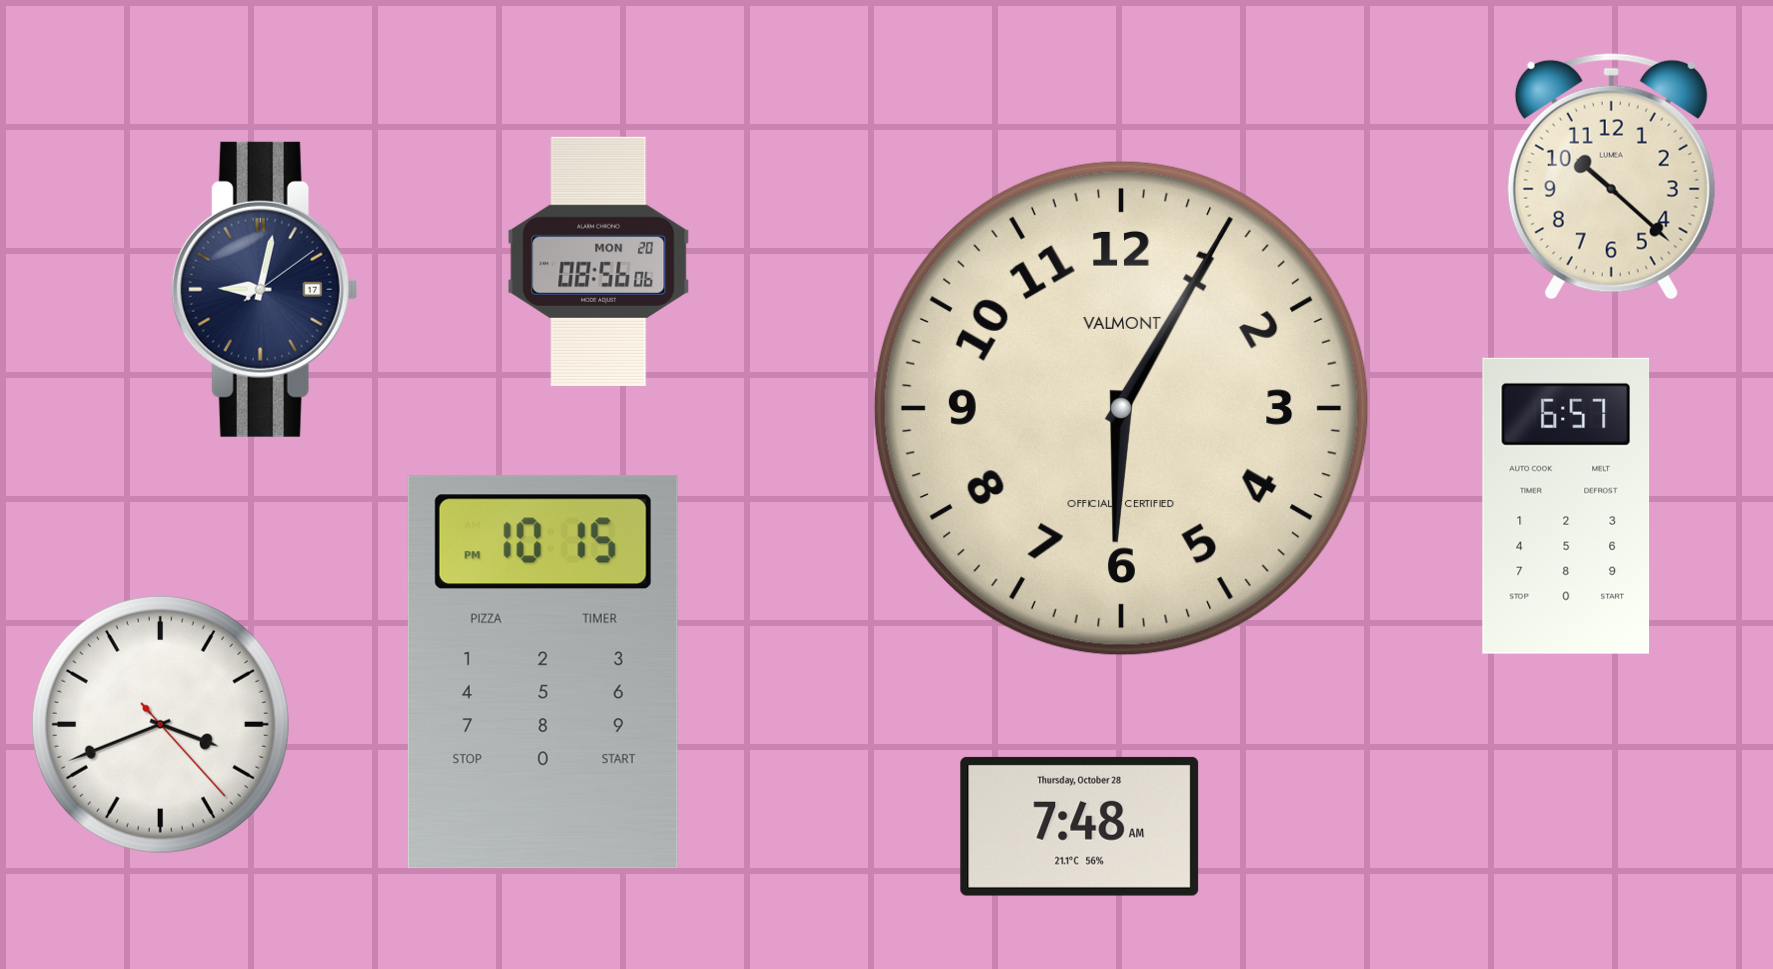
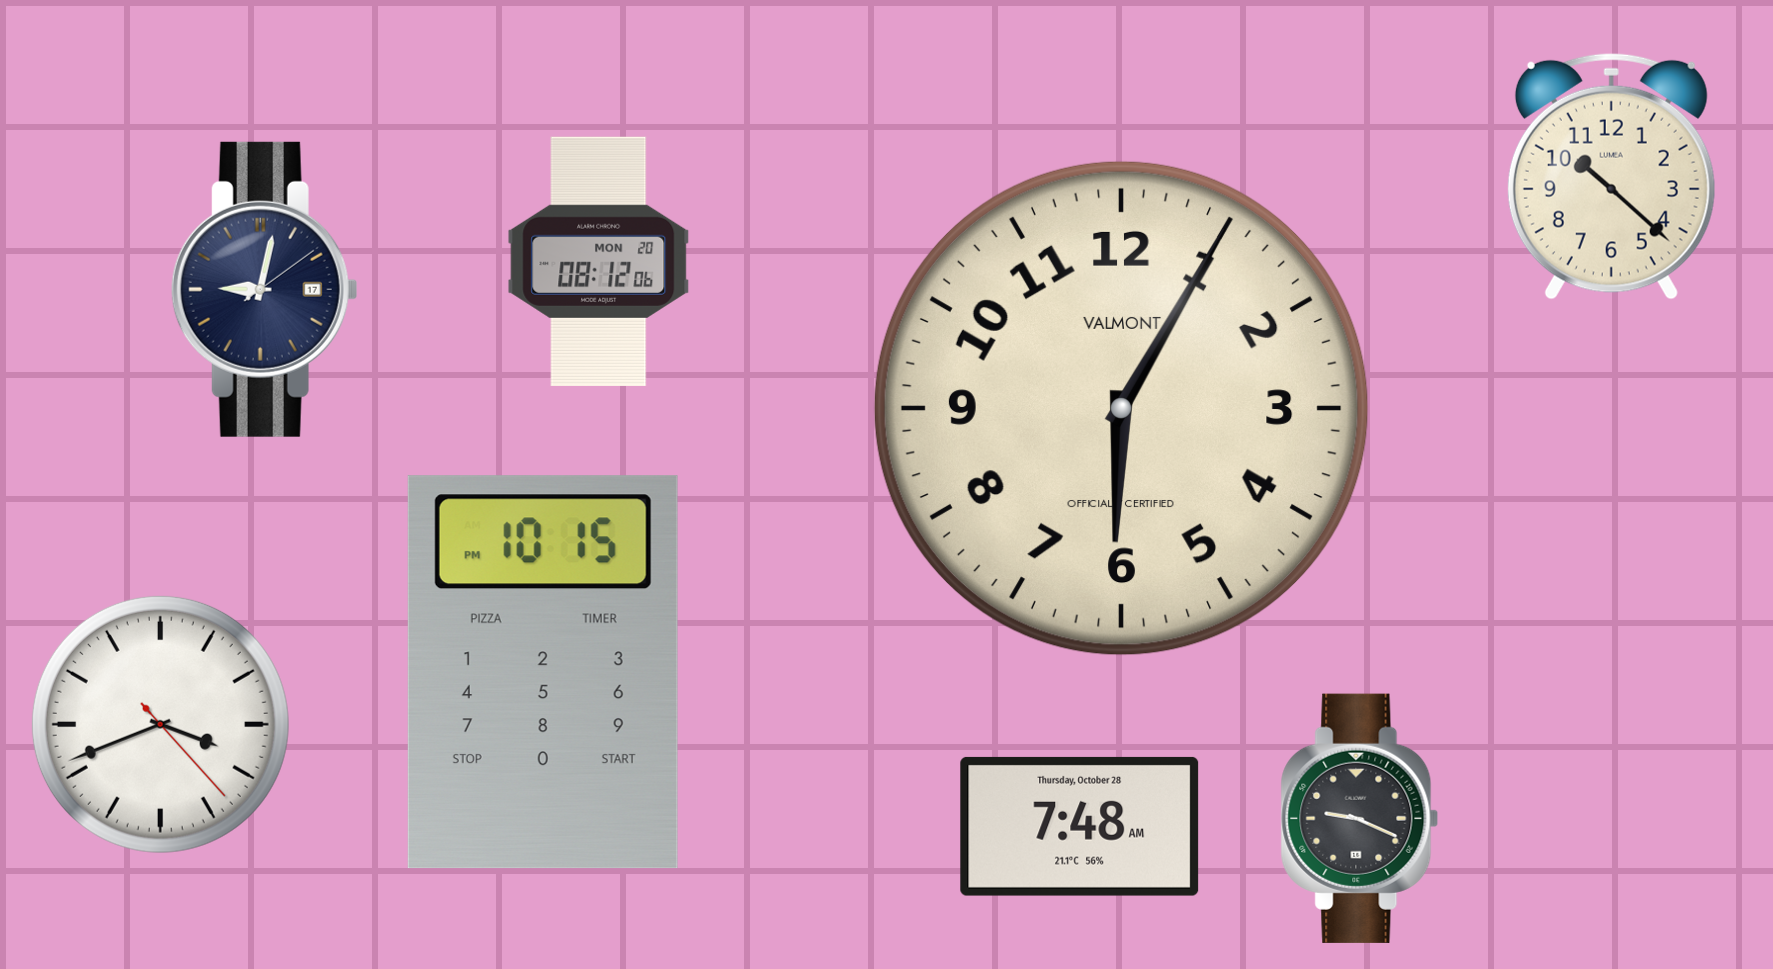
clock at (599, 261): 08:56 -> 08:12
clock at (1566, 506): 6:57 -> none
clock at (1360, 818): none -> 9:19
